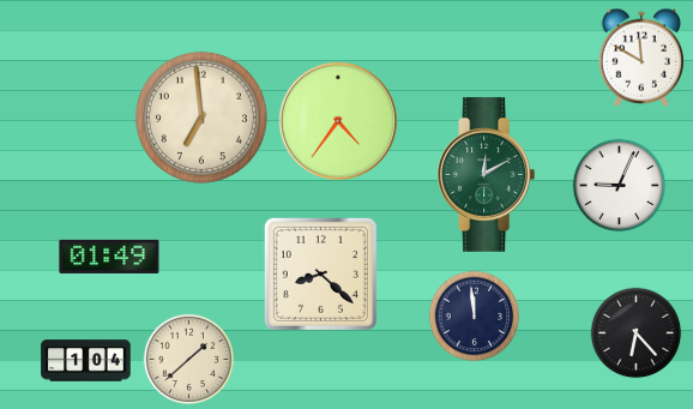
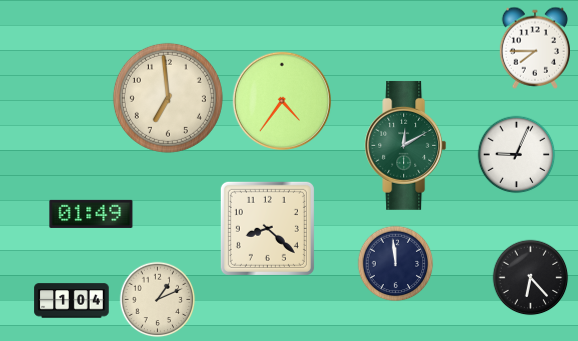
clock at (640, 58): 11:50 -> 7:45
clock at (189, 360): 1:38 -> 1:11
